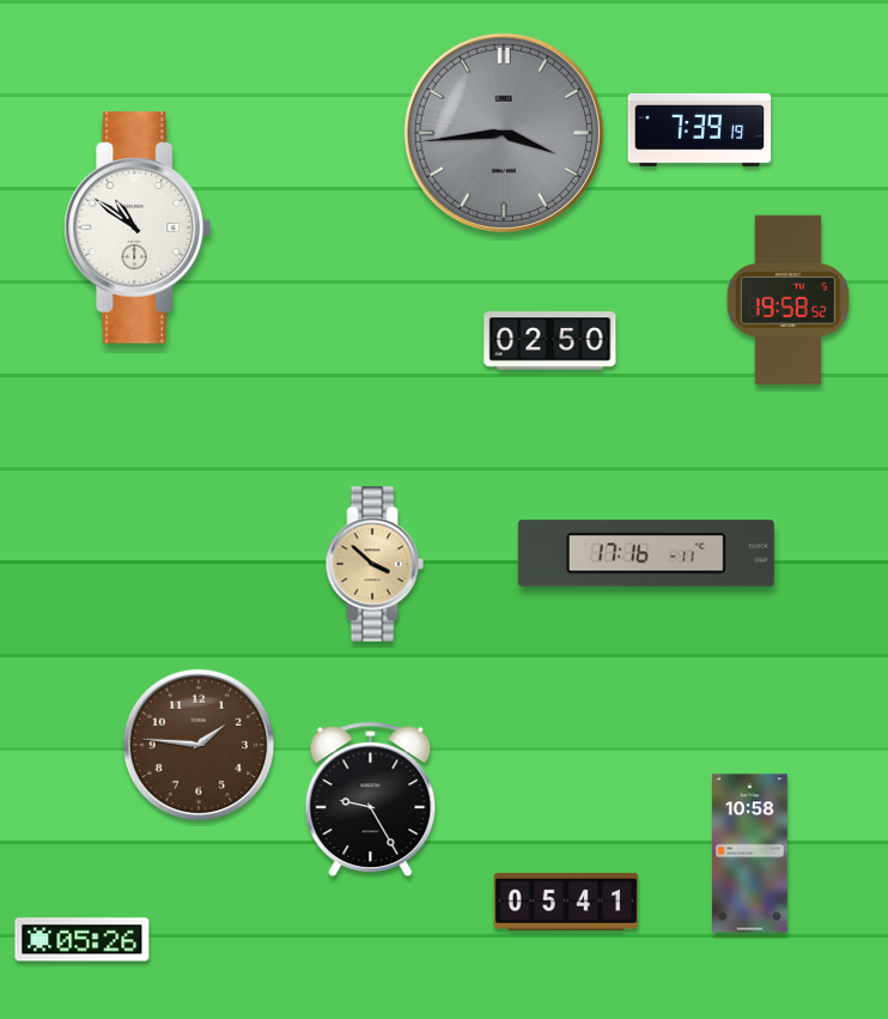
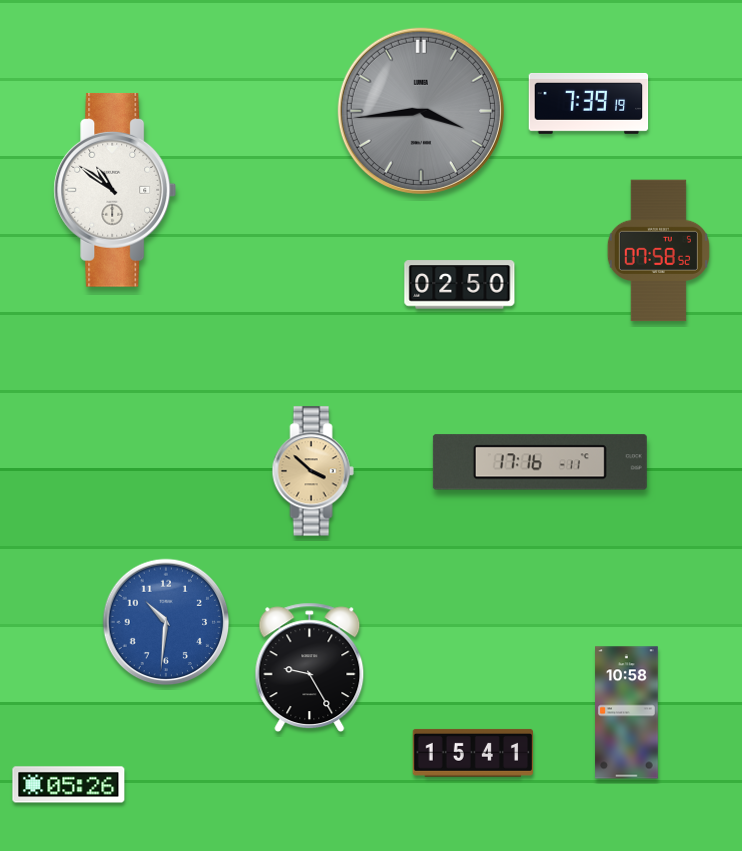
clock at (700, 129) position: (700, 129) -> (589, 103)
clock at (787, 301): 19:58 -> 07:58
clock at (199, 745): 1:46 -> 10:31
clock at (199, 745) dial: brown -> blue
clock at (565, 902): 05:41 -> 15:41
